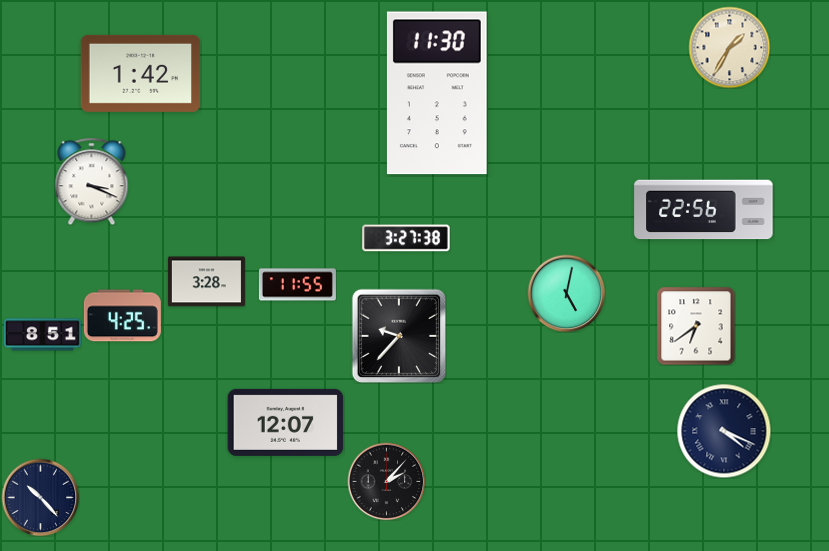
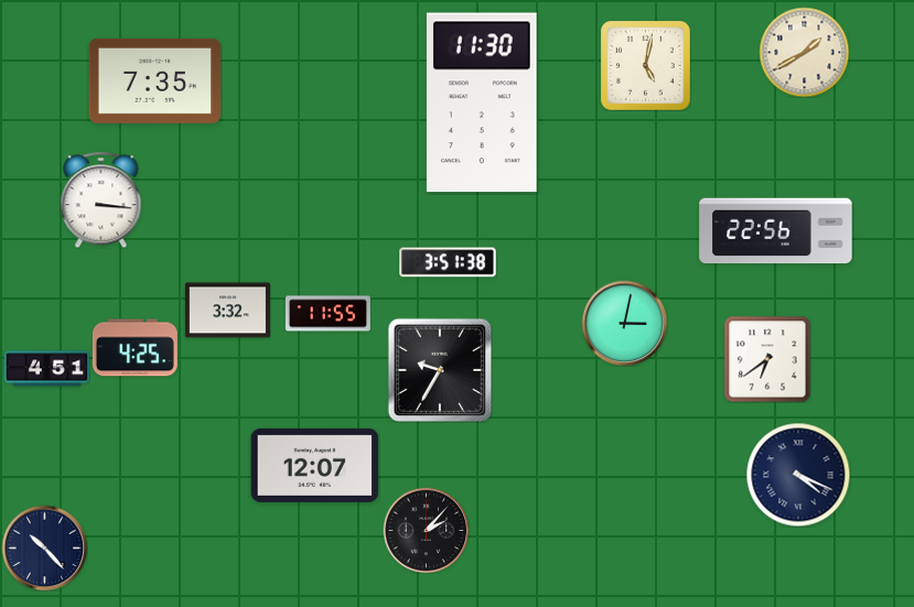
clock at (729, 47): 1:35 -> 1:40
clock at (645, 65): none -> 5:02
clock at (141, 73): 1:42 -> 7:35
clock at (92, 181): 3:19 -> 3:16
clock at (406, 238): 3:27 -> 3:51
clock at (206, 282): 3:28 -> 3:32
clock at (566, 293): 5:02 -> 3:02
clock at (42, 335): 8:51 -> 4:51
clock at (399, 336): 9:37 -> 9:35
